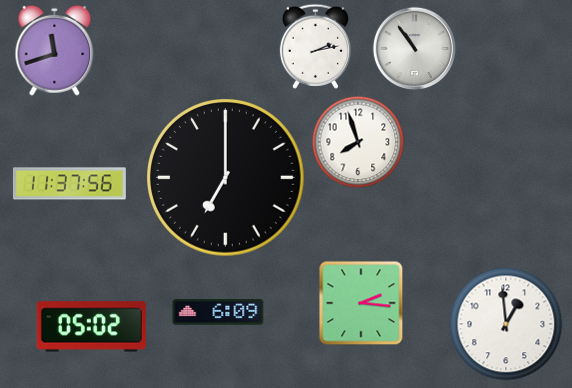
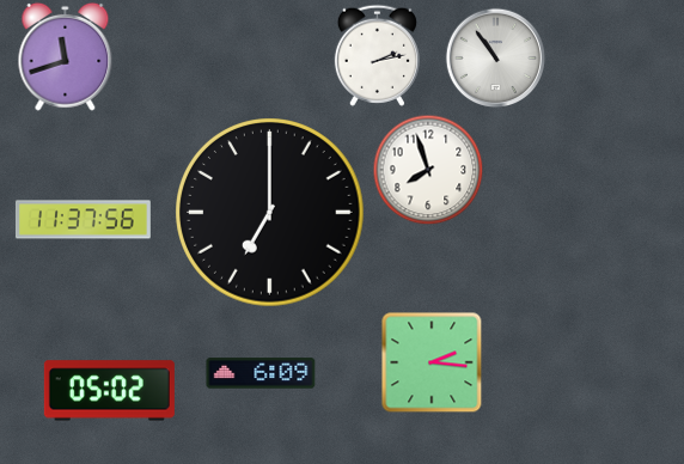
clock at (55, 50) position: (55, 50) -> (66, 56)
clock at (506, 324): 12:59 -> none
